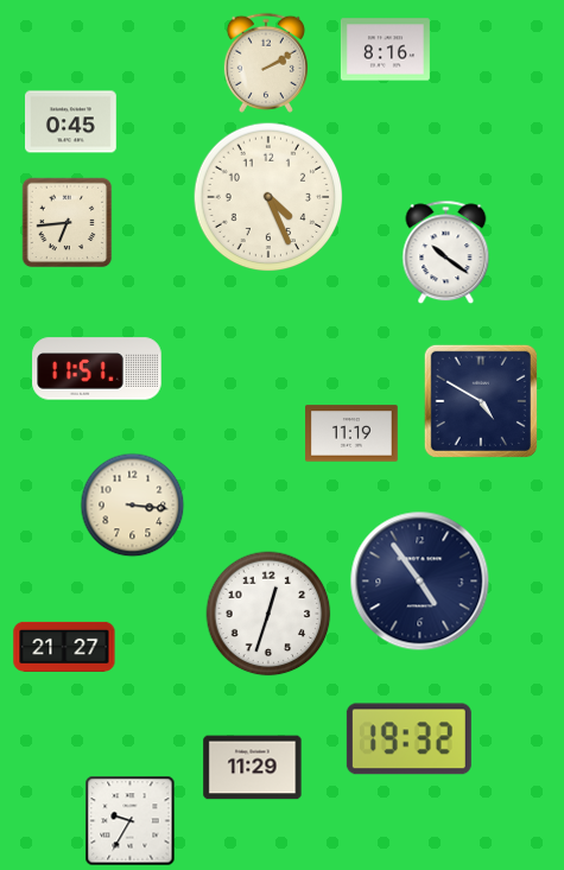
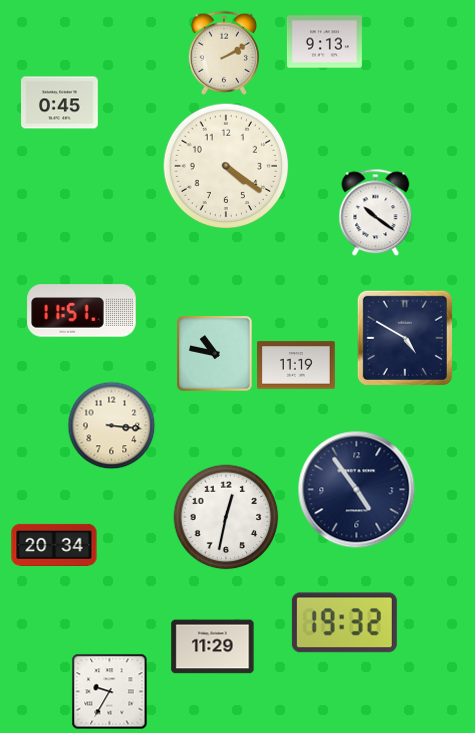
clock at (385, 50): 8:16 -> 9:13
clock at (268, 197): 4:26 -> 4:21
clock at (68, 223): 6:44 -> none
clock at (215, 354): none -> 10:47
clock at (420, 582) position: (420, 582) -> (357, 490)
clock at (268, 614): 12:33 -> 12:32
clock at (64, 647): 21:27 -> 20:34
